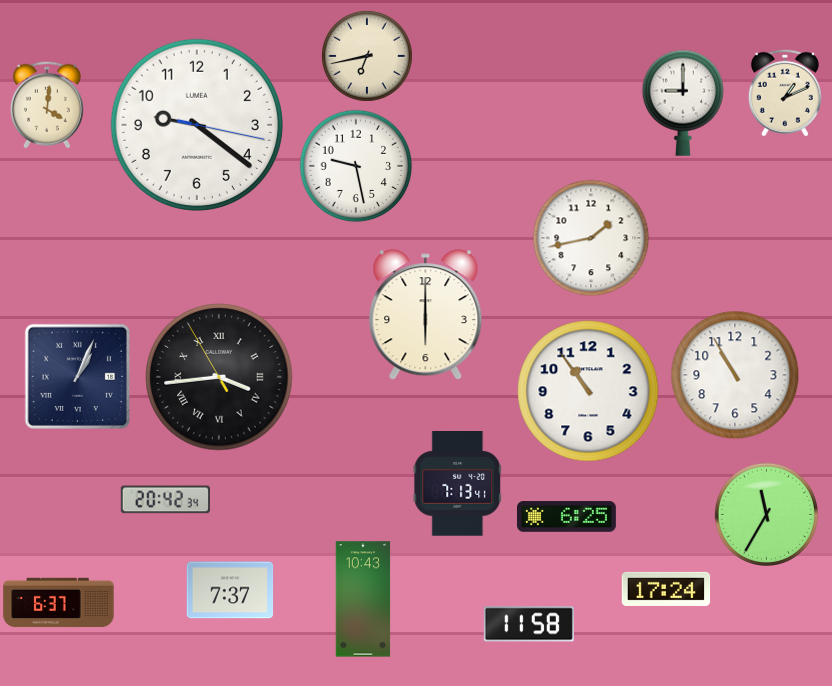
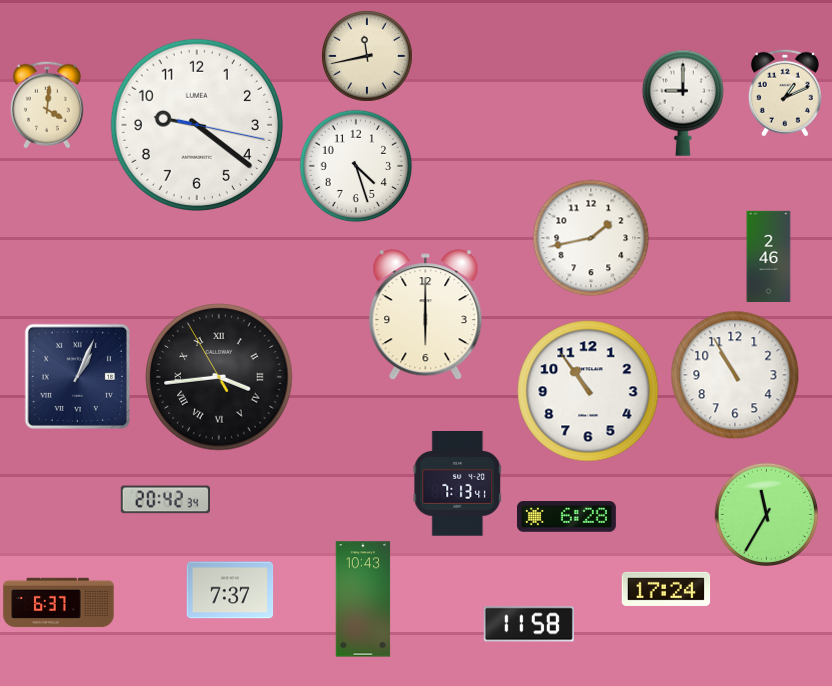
clock at (367, 56): 6:43 -> 11:43
clock at (356, 166): 9:28 -> 4:27
clock at (769, 256): none -> 2:46
clock at (566, 517): 6:25 -> 6:28
